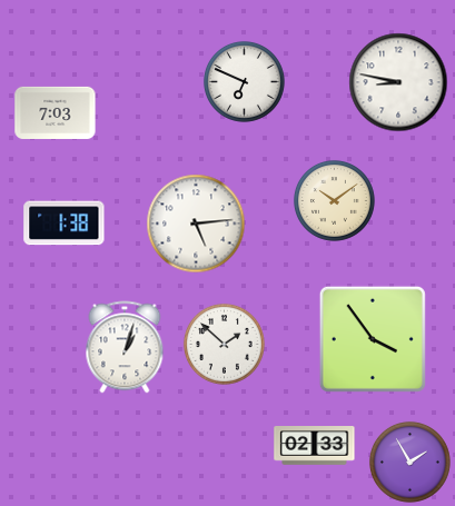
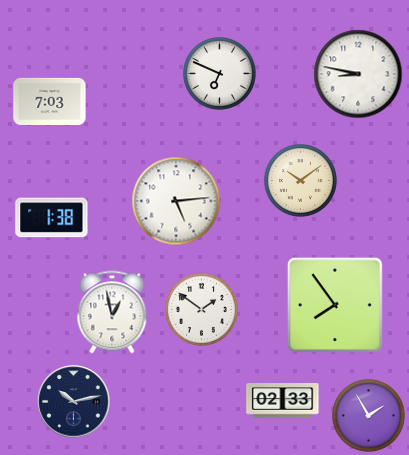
clock at (65, 224) position: (65, 224) -> (52, 218)
clock at (373, 339): 3:54 -> 7:54
clock at (224, 344): 1:52 -> 1:51
clock at (125, 347): 1:03 -> 12:58
clock at (74, 402): none -> 10:13
